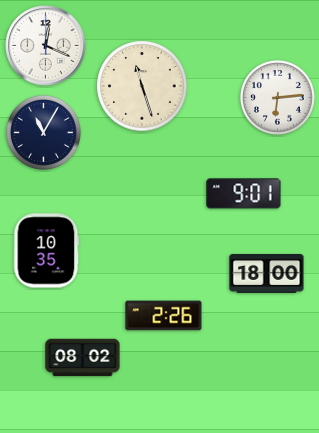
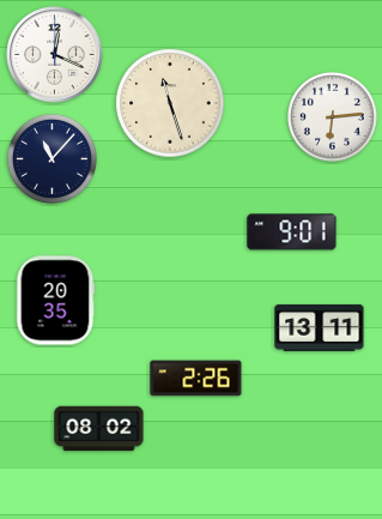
clock at (43, 132): 11:05 -> 11:07
clock at (46, 251): 10:35 -> 20:35
clock at (267, 273): 18:00 -> 13:11
